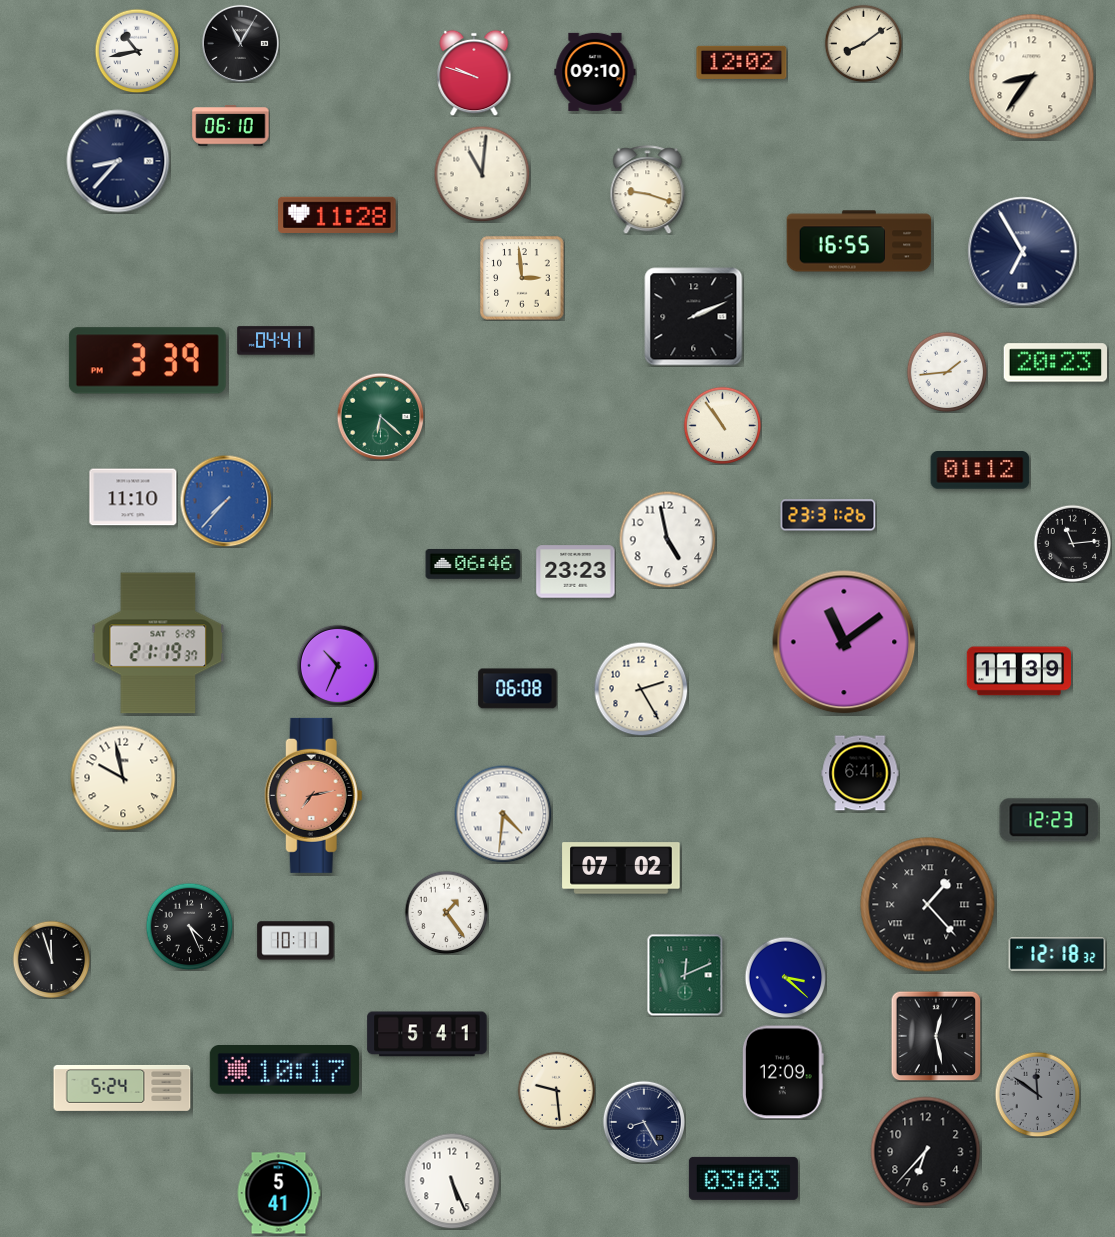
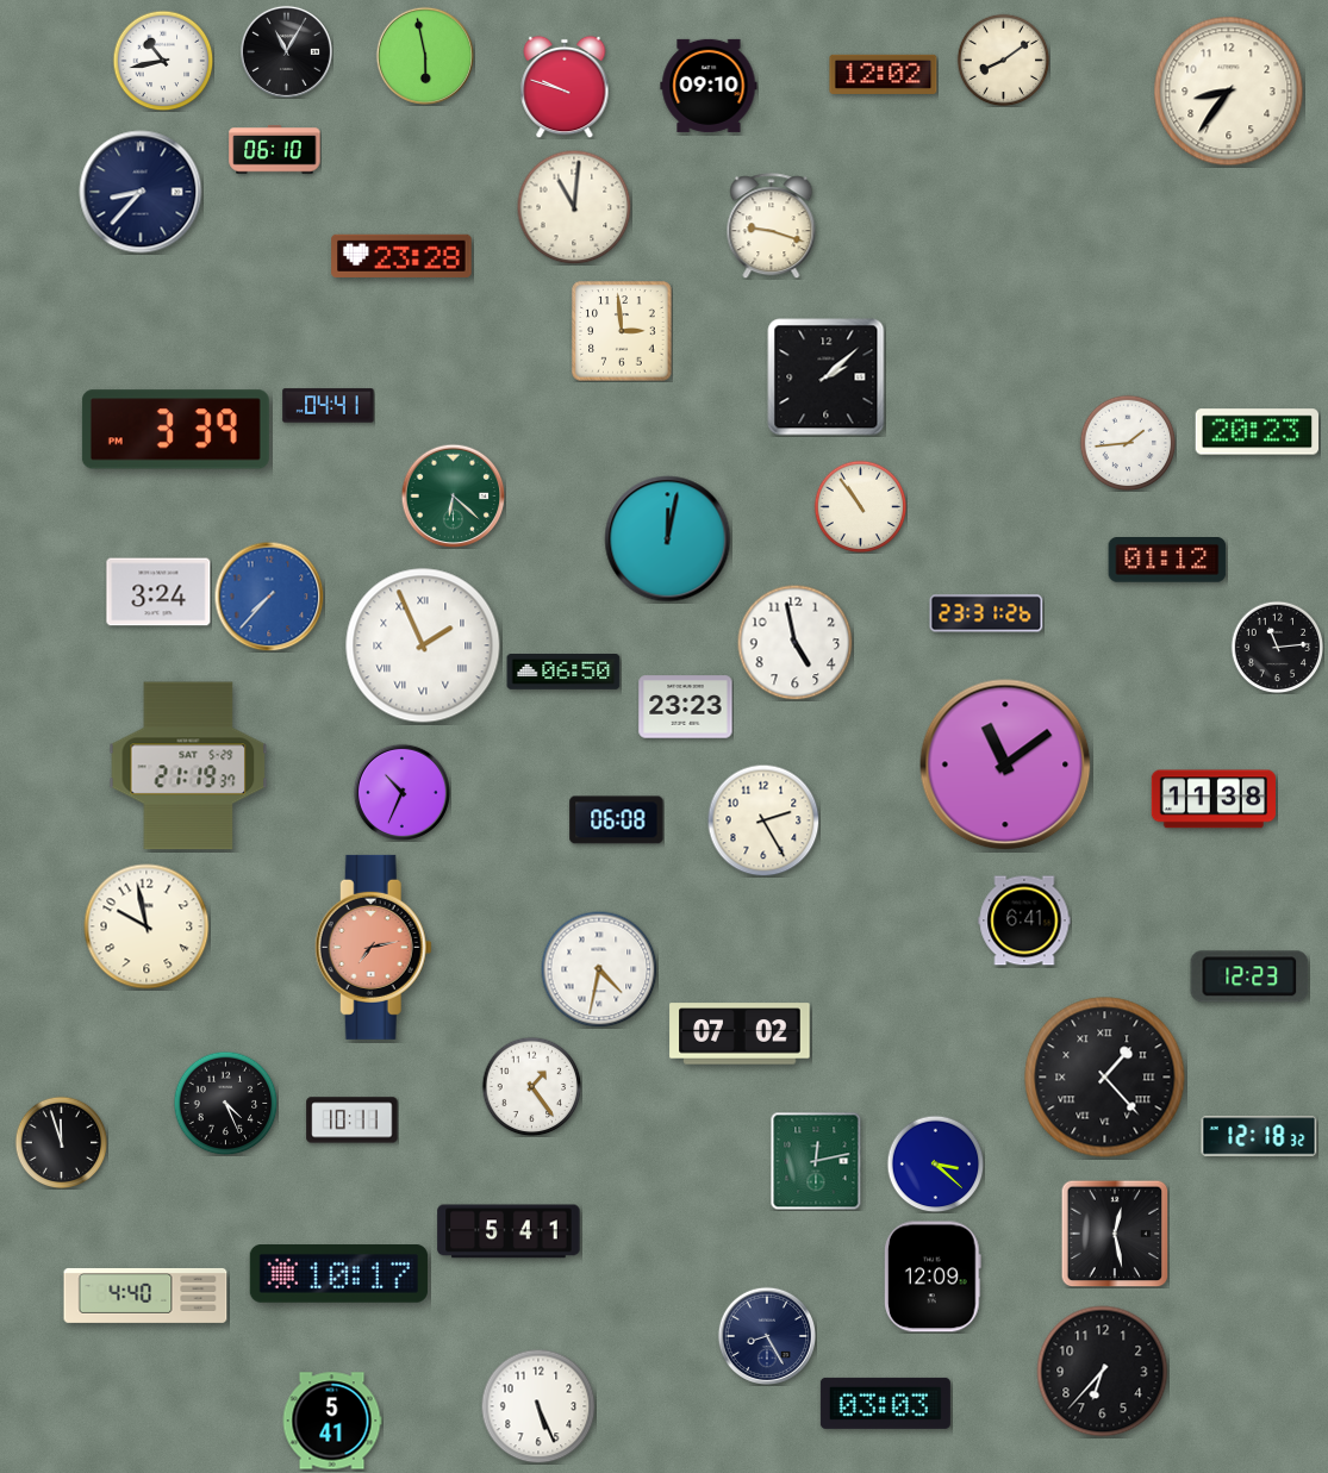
clock at (863, 43) position: (863, 43) -> (1003, 60)
clock at (424, 55): none -> 5:58
clock at (337, 215): 11:28 -> 23:28
clock at (859, 241): 16:55 -> none
clock at (1023, 252): 6:55 -> none
clock at (694, 317): 2:11 -> 2:08
clock at (668, 539): none -> 12:02
clock at (133, 497): 11:10 -> 3:24
clock at (423, 645): none -> 1:56
clock at (473, 565): 06:46 -> 06:50
clock at (576, 572) position: (576, 572) -> (686, 707)
clock at (1018, 671): 11:39 -> 11:38
clock at (503, 814): 4:31 -> 4:32
clock at (685, 975): 12:11 -> 12:13
clock at (122, 1088): 5:24 -> 4:40
clock at (556, 1090): 9:29 -> none
clock at (1037, 1094): 11:51 -> none
